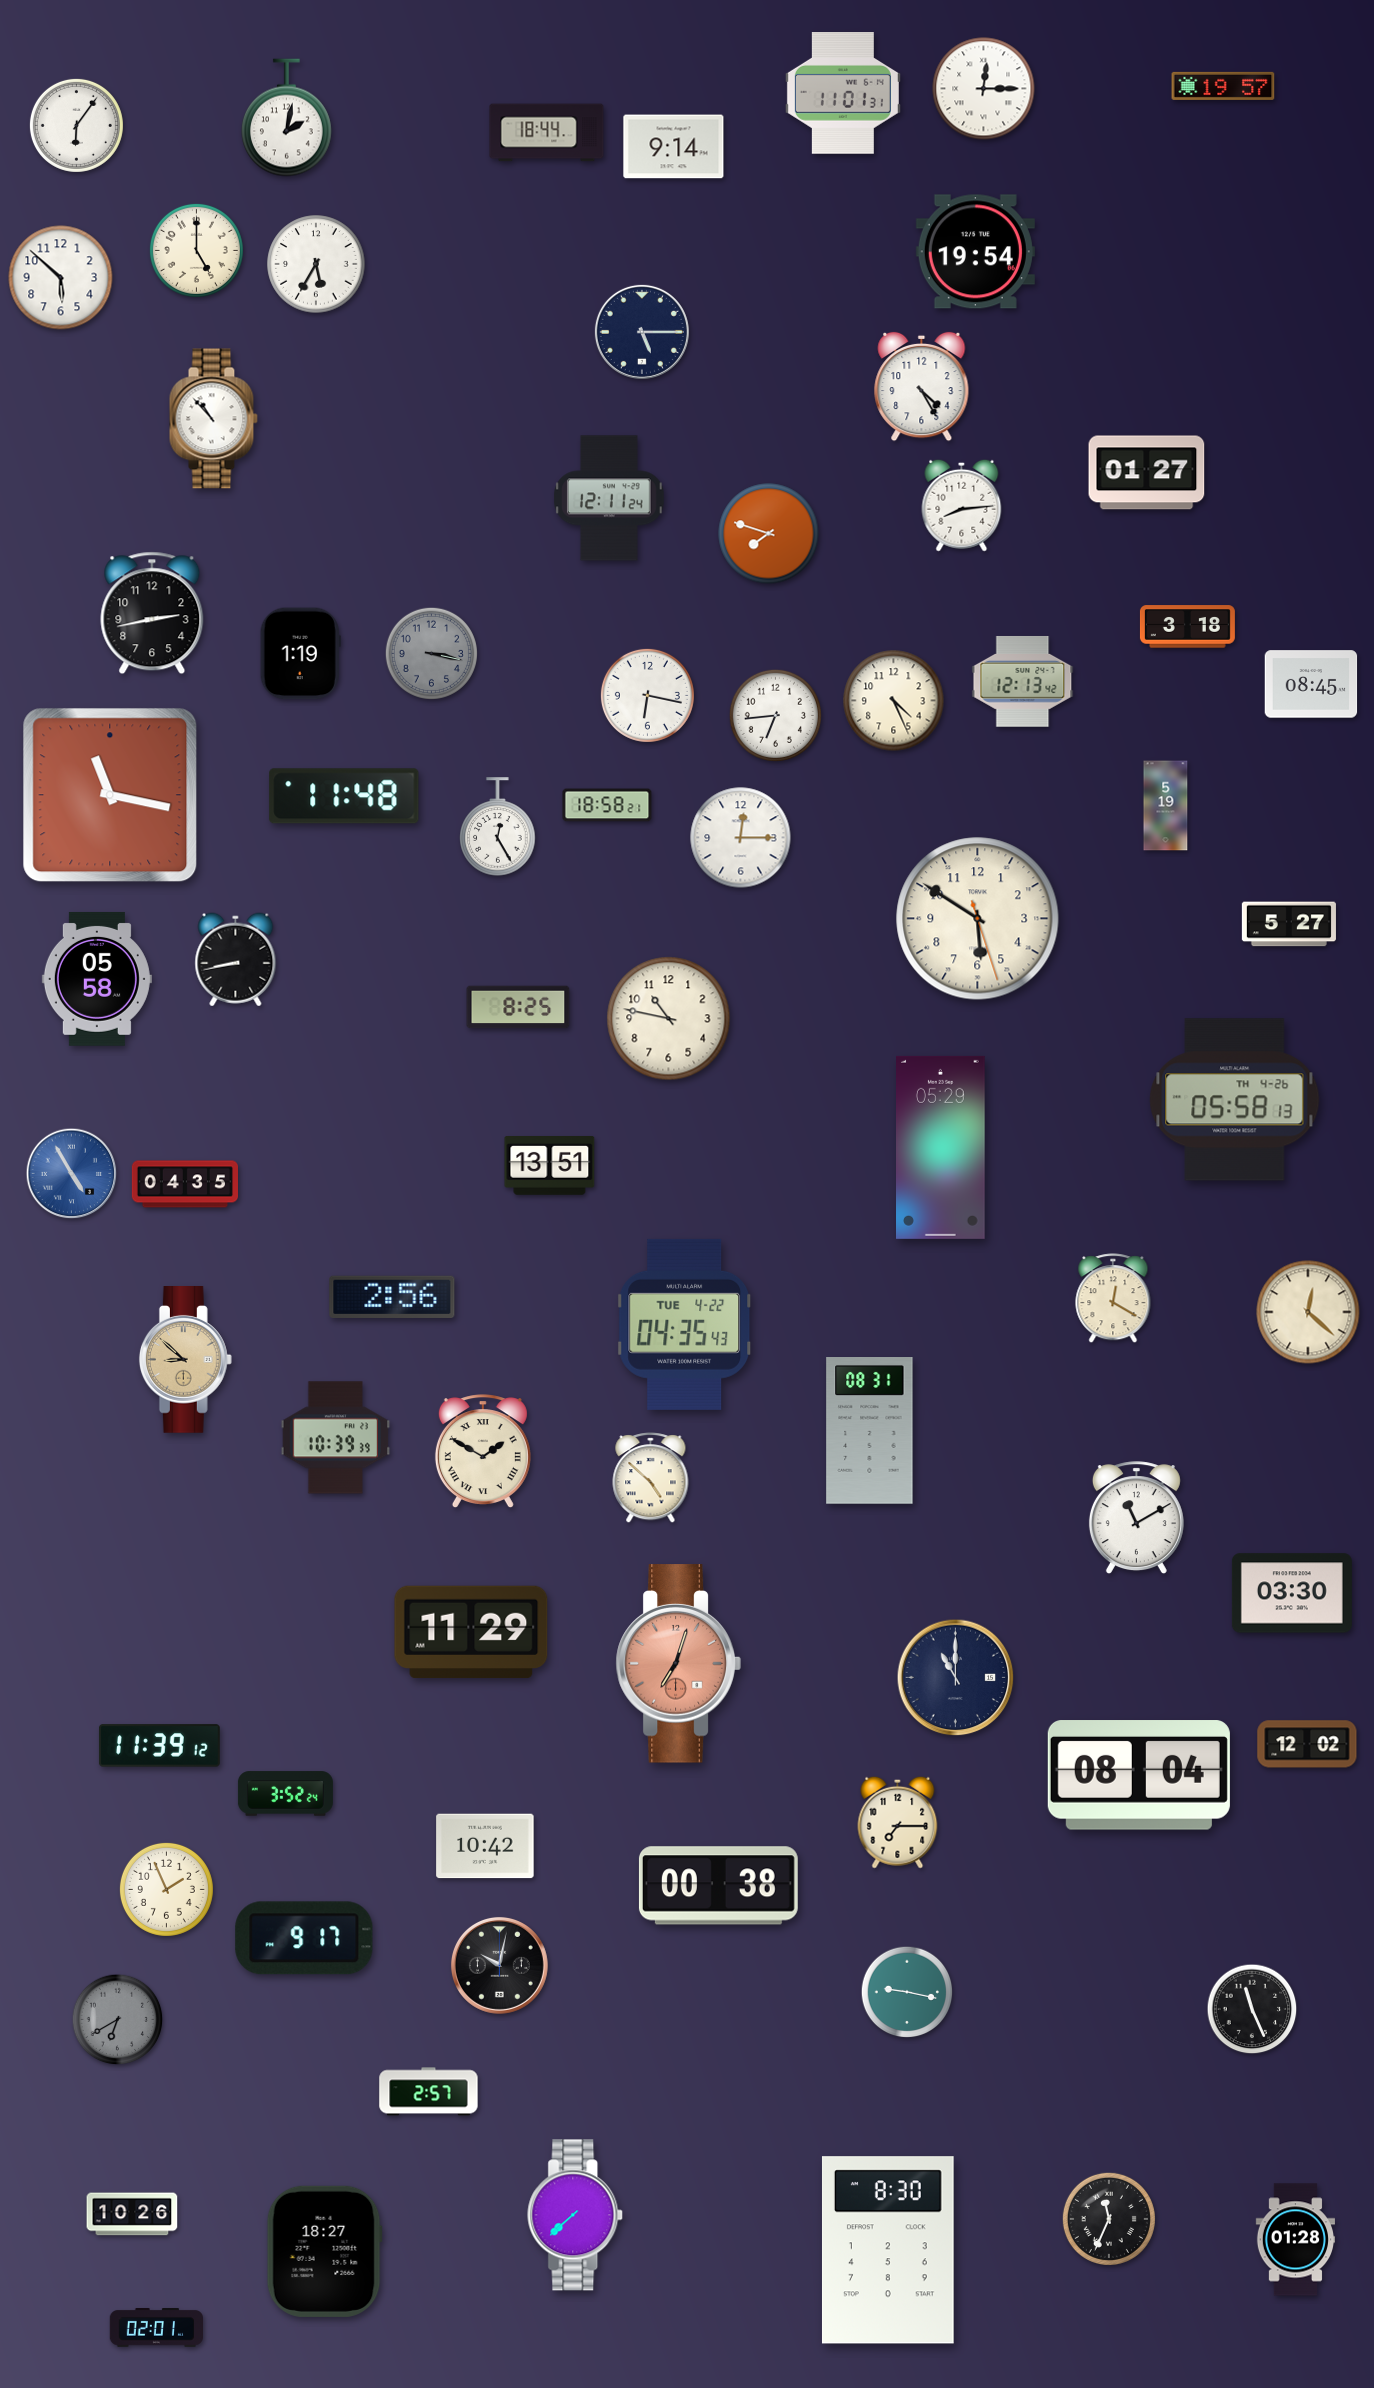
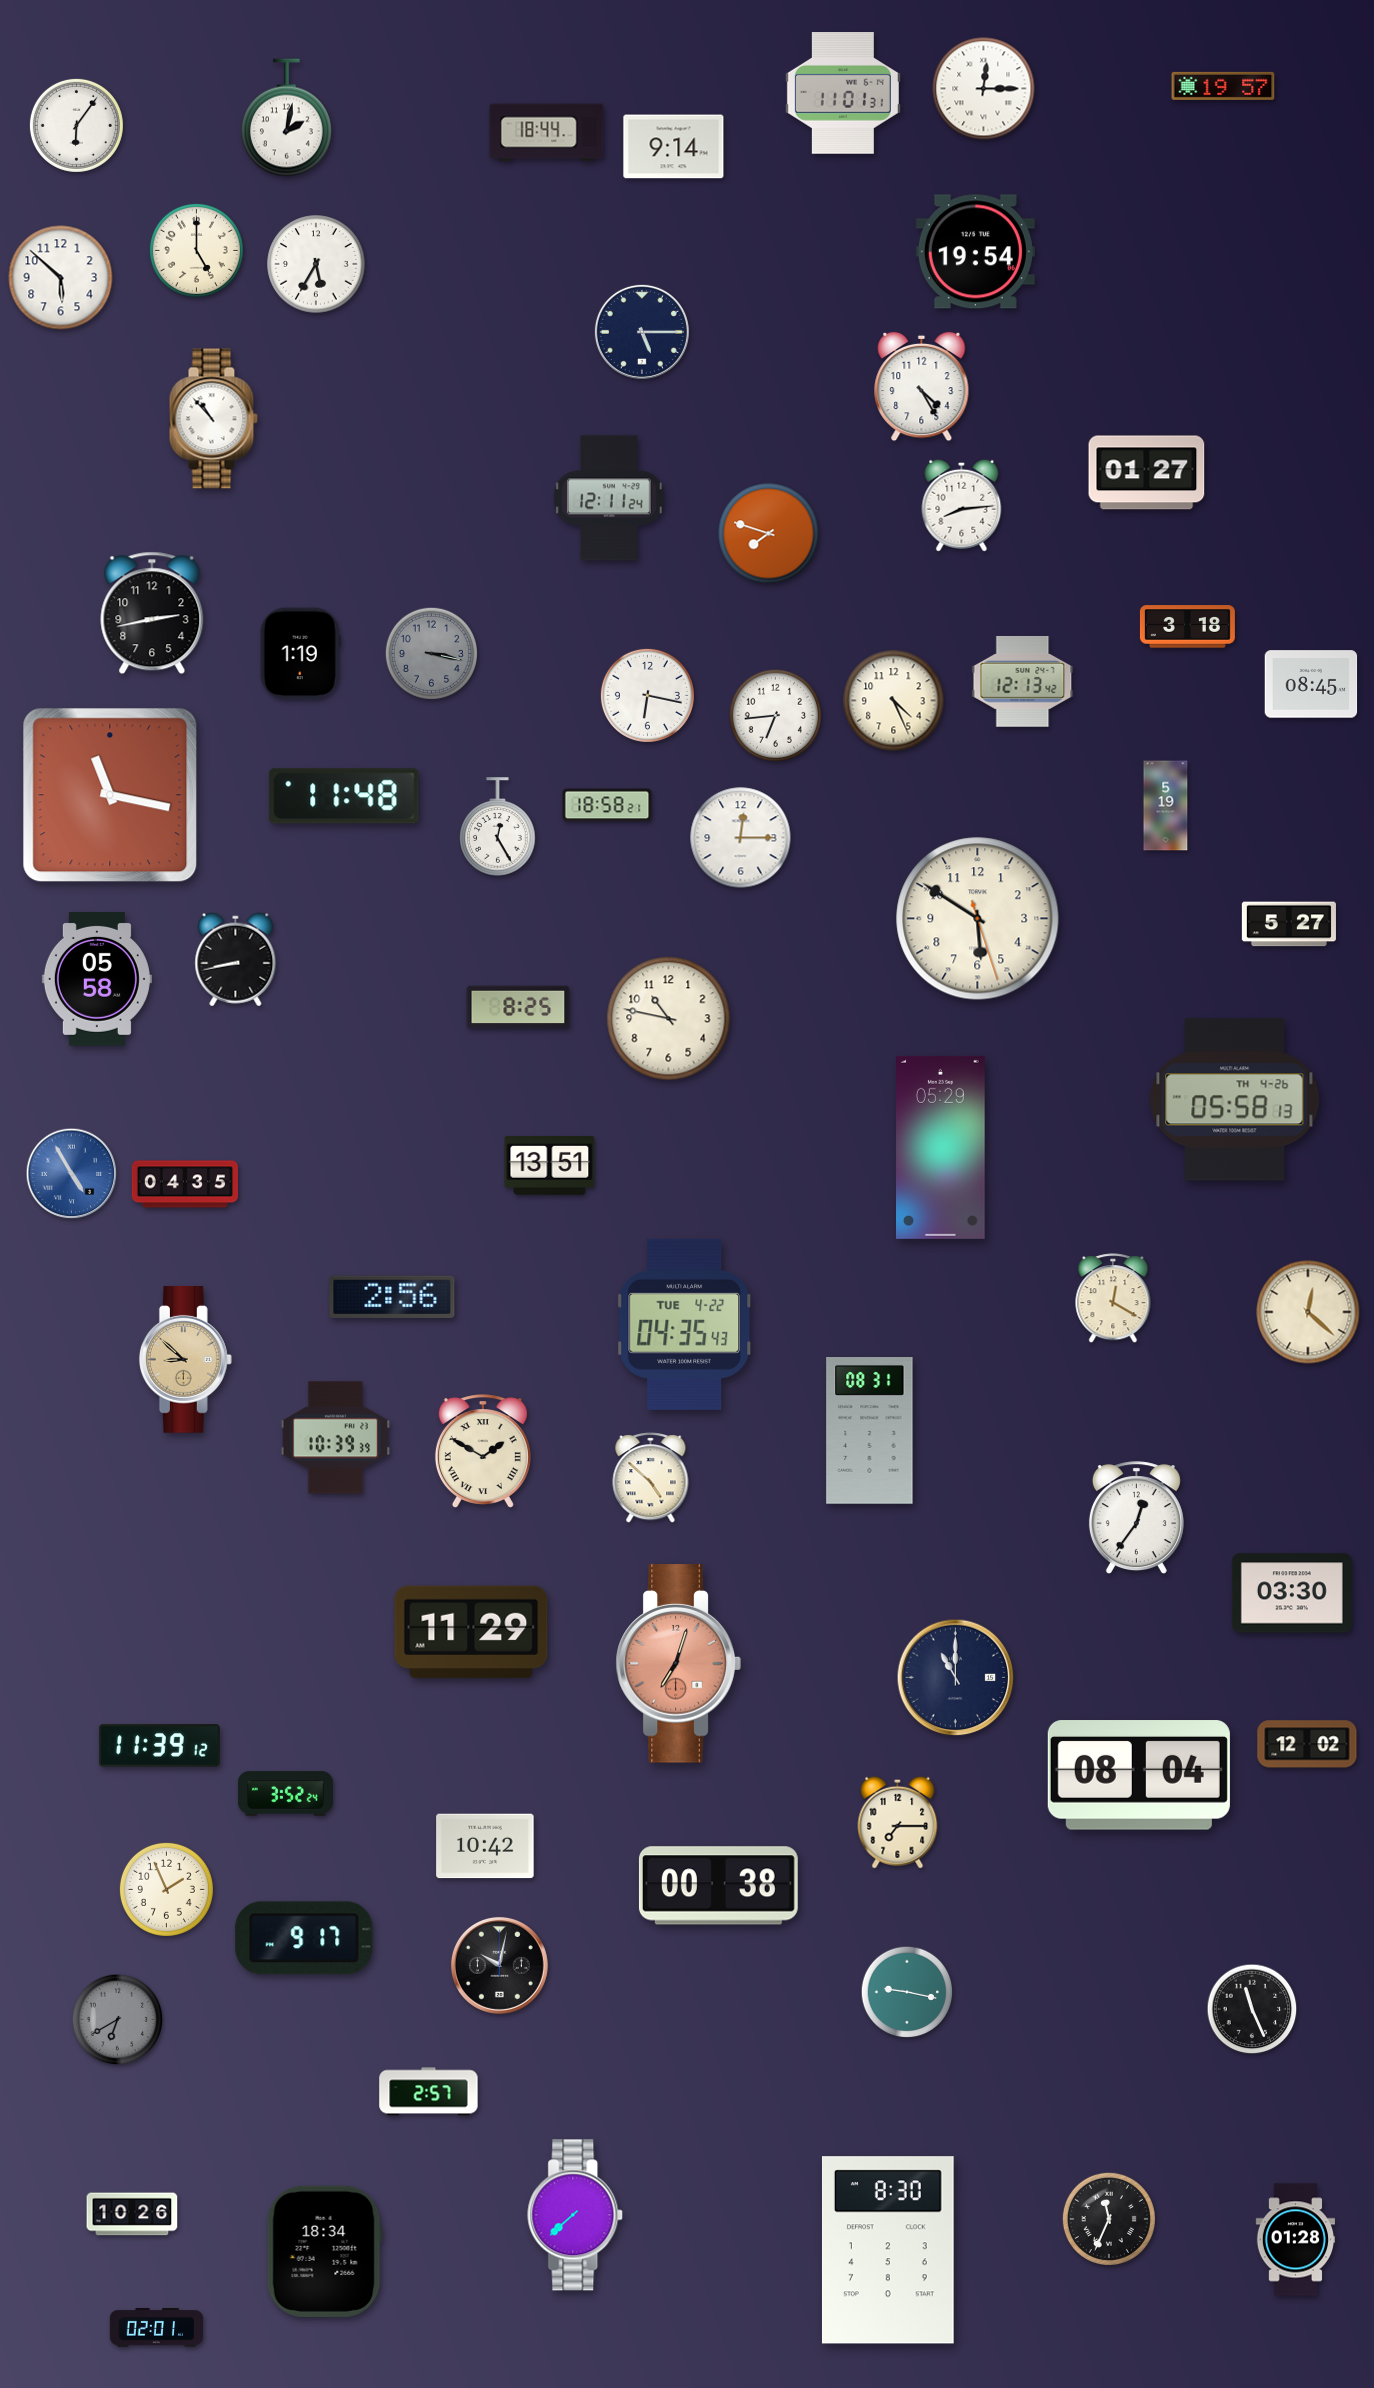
clock at (1136, 1518): 11:10 -> 12:36
clock at (324, 2251): 18:27 -> 18:34
